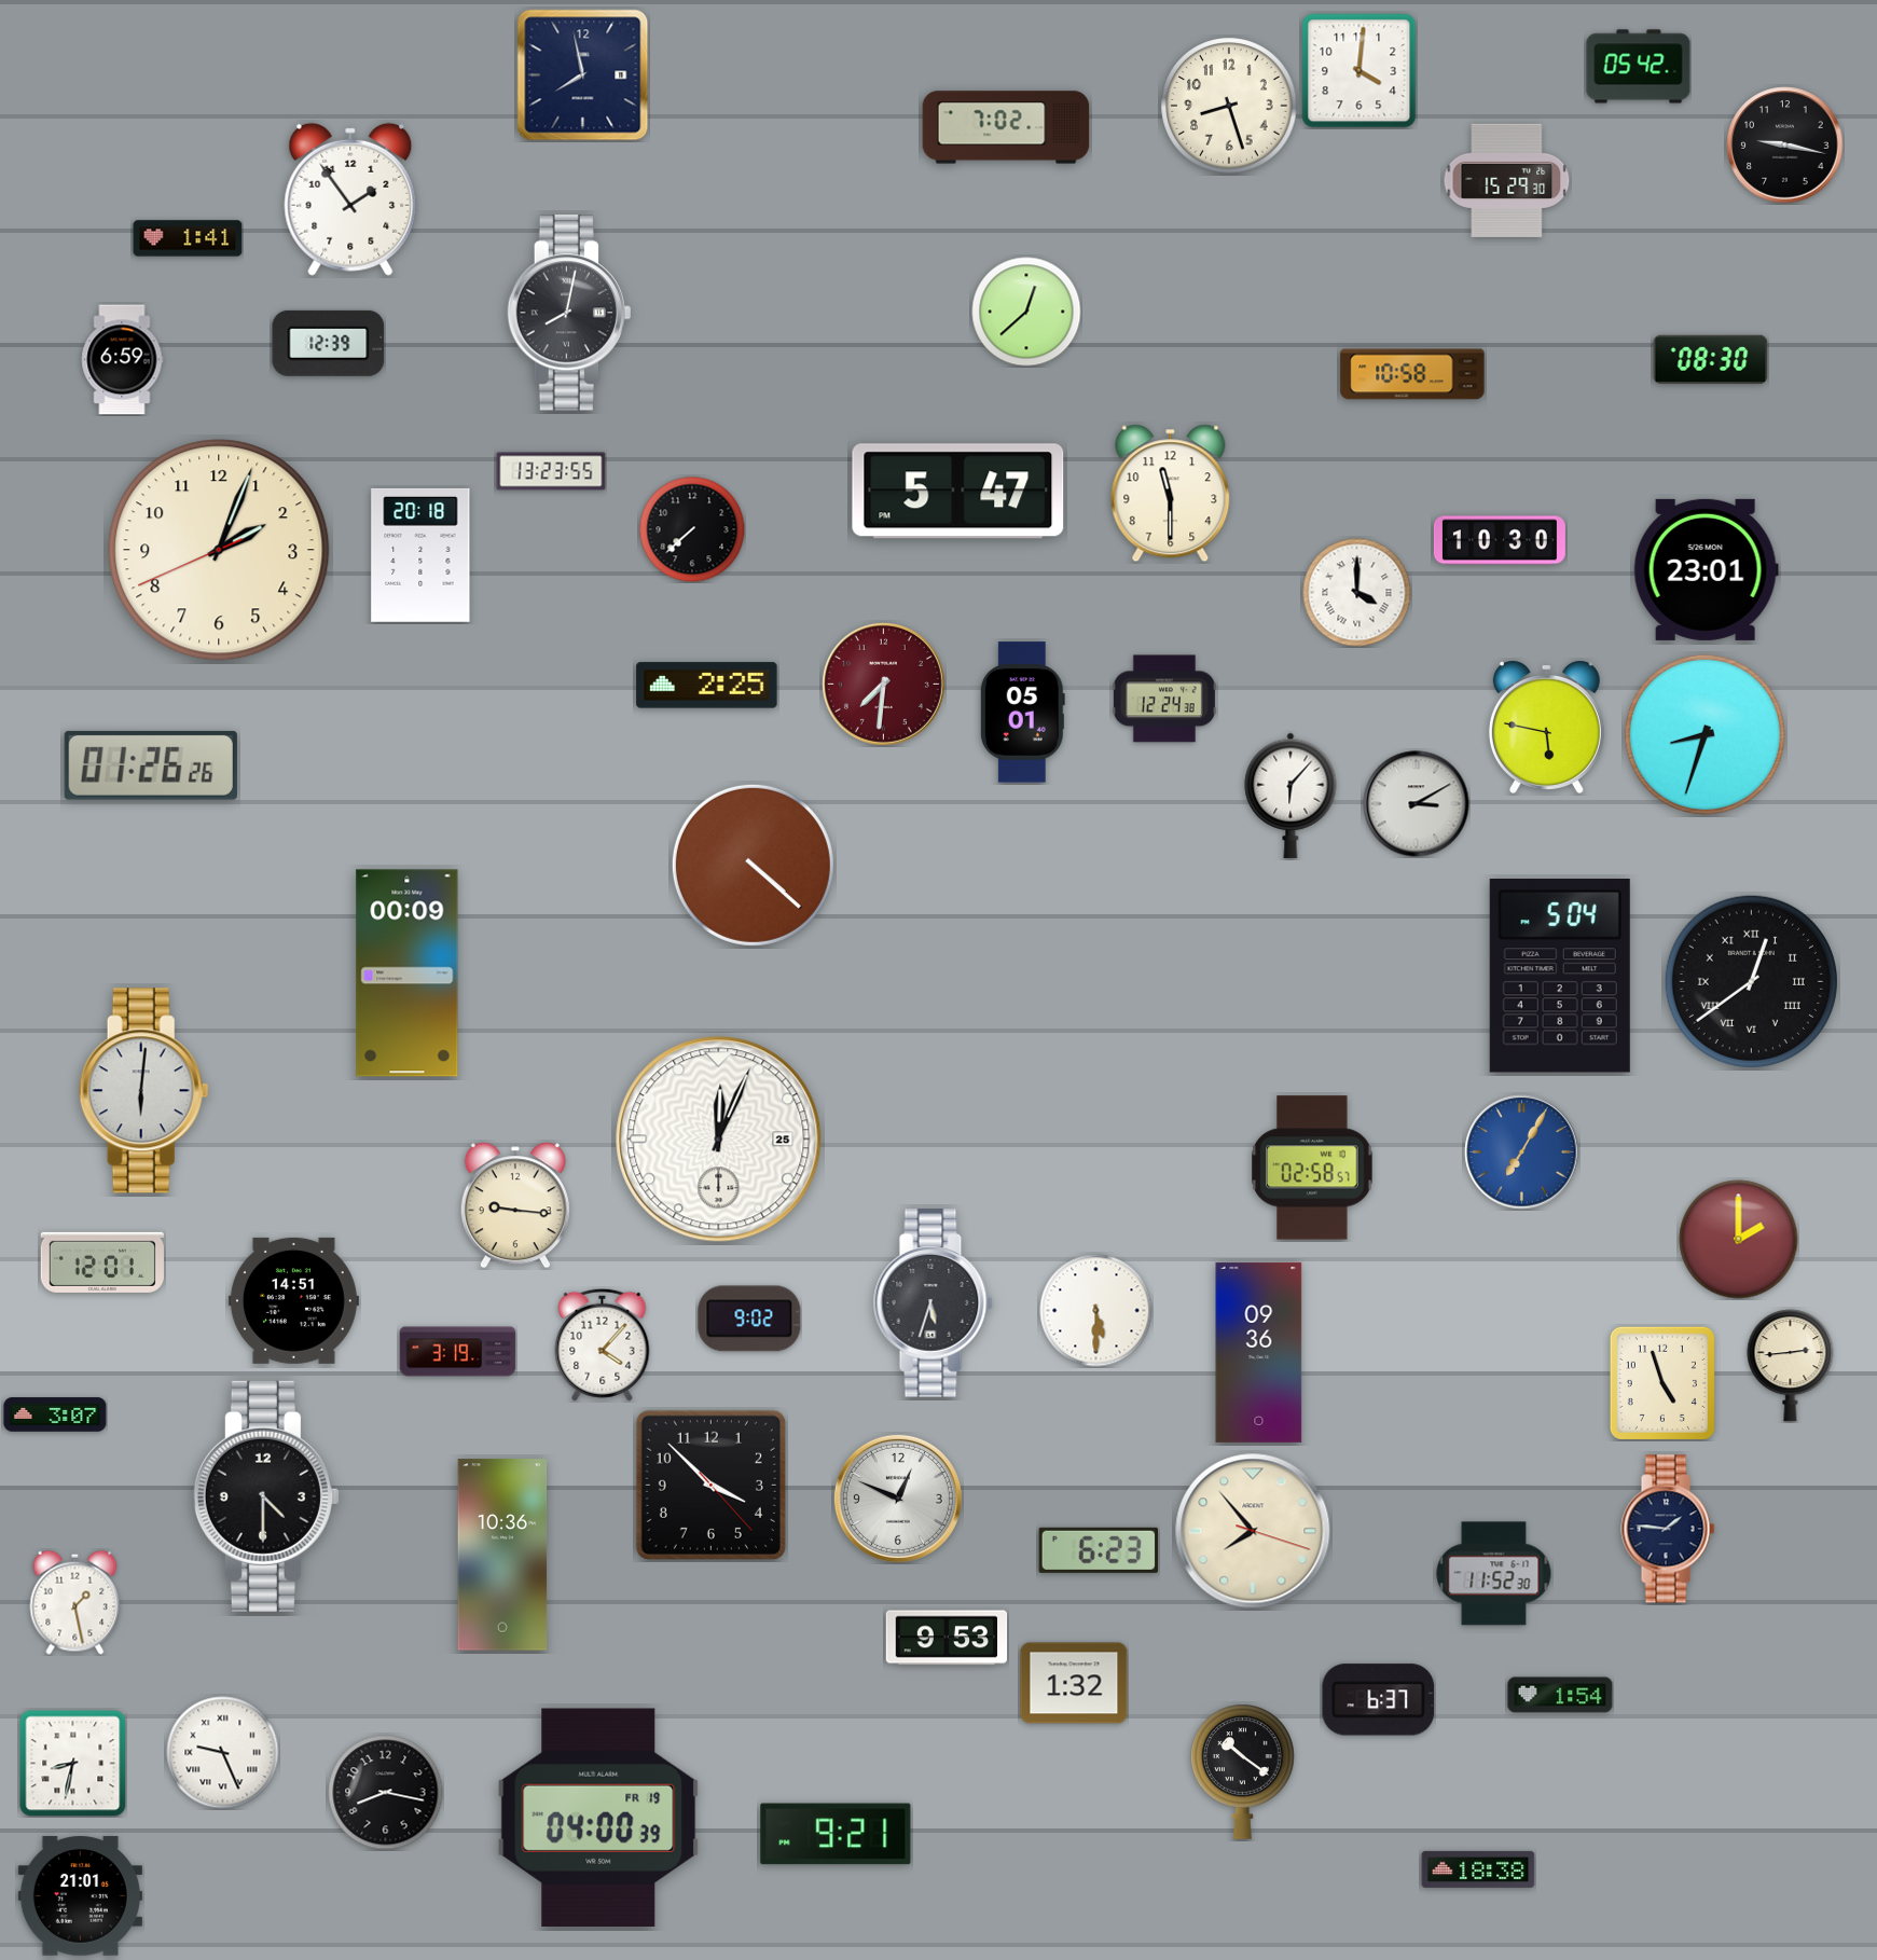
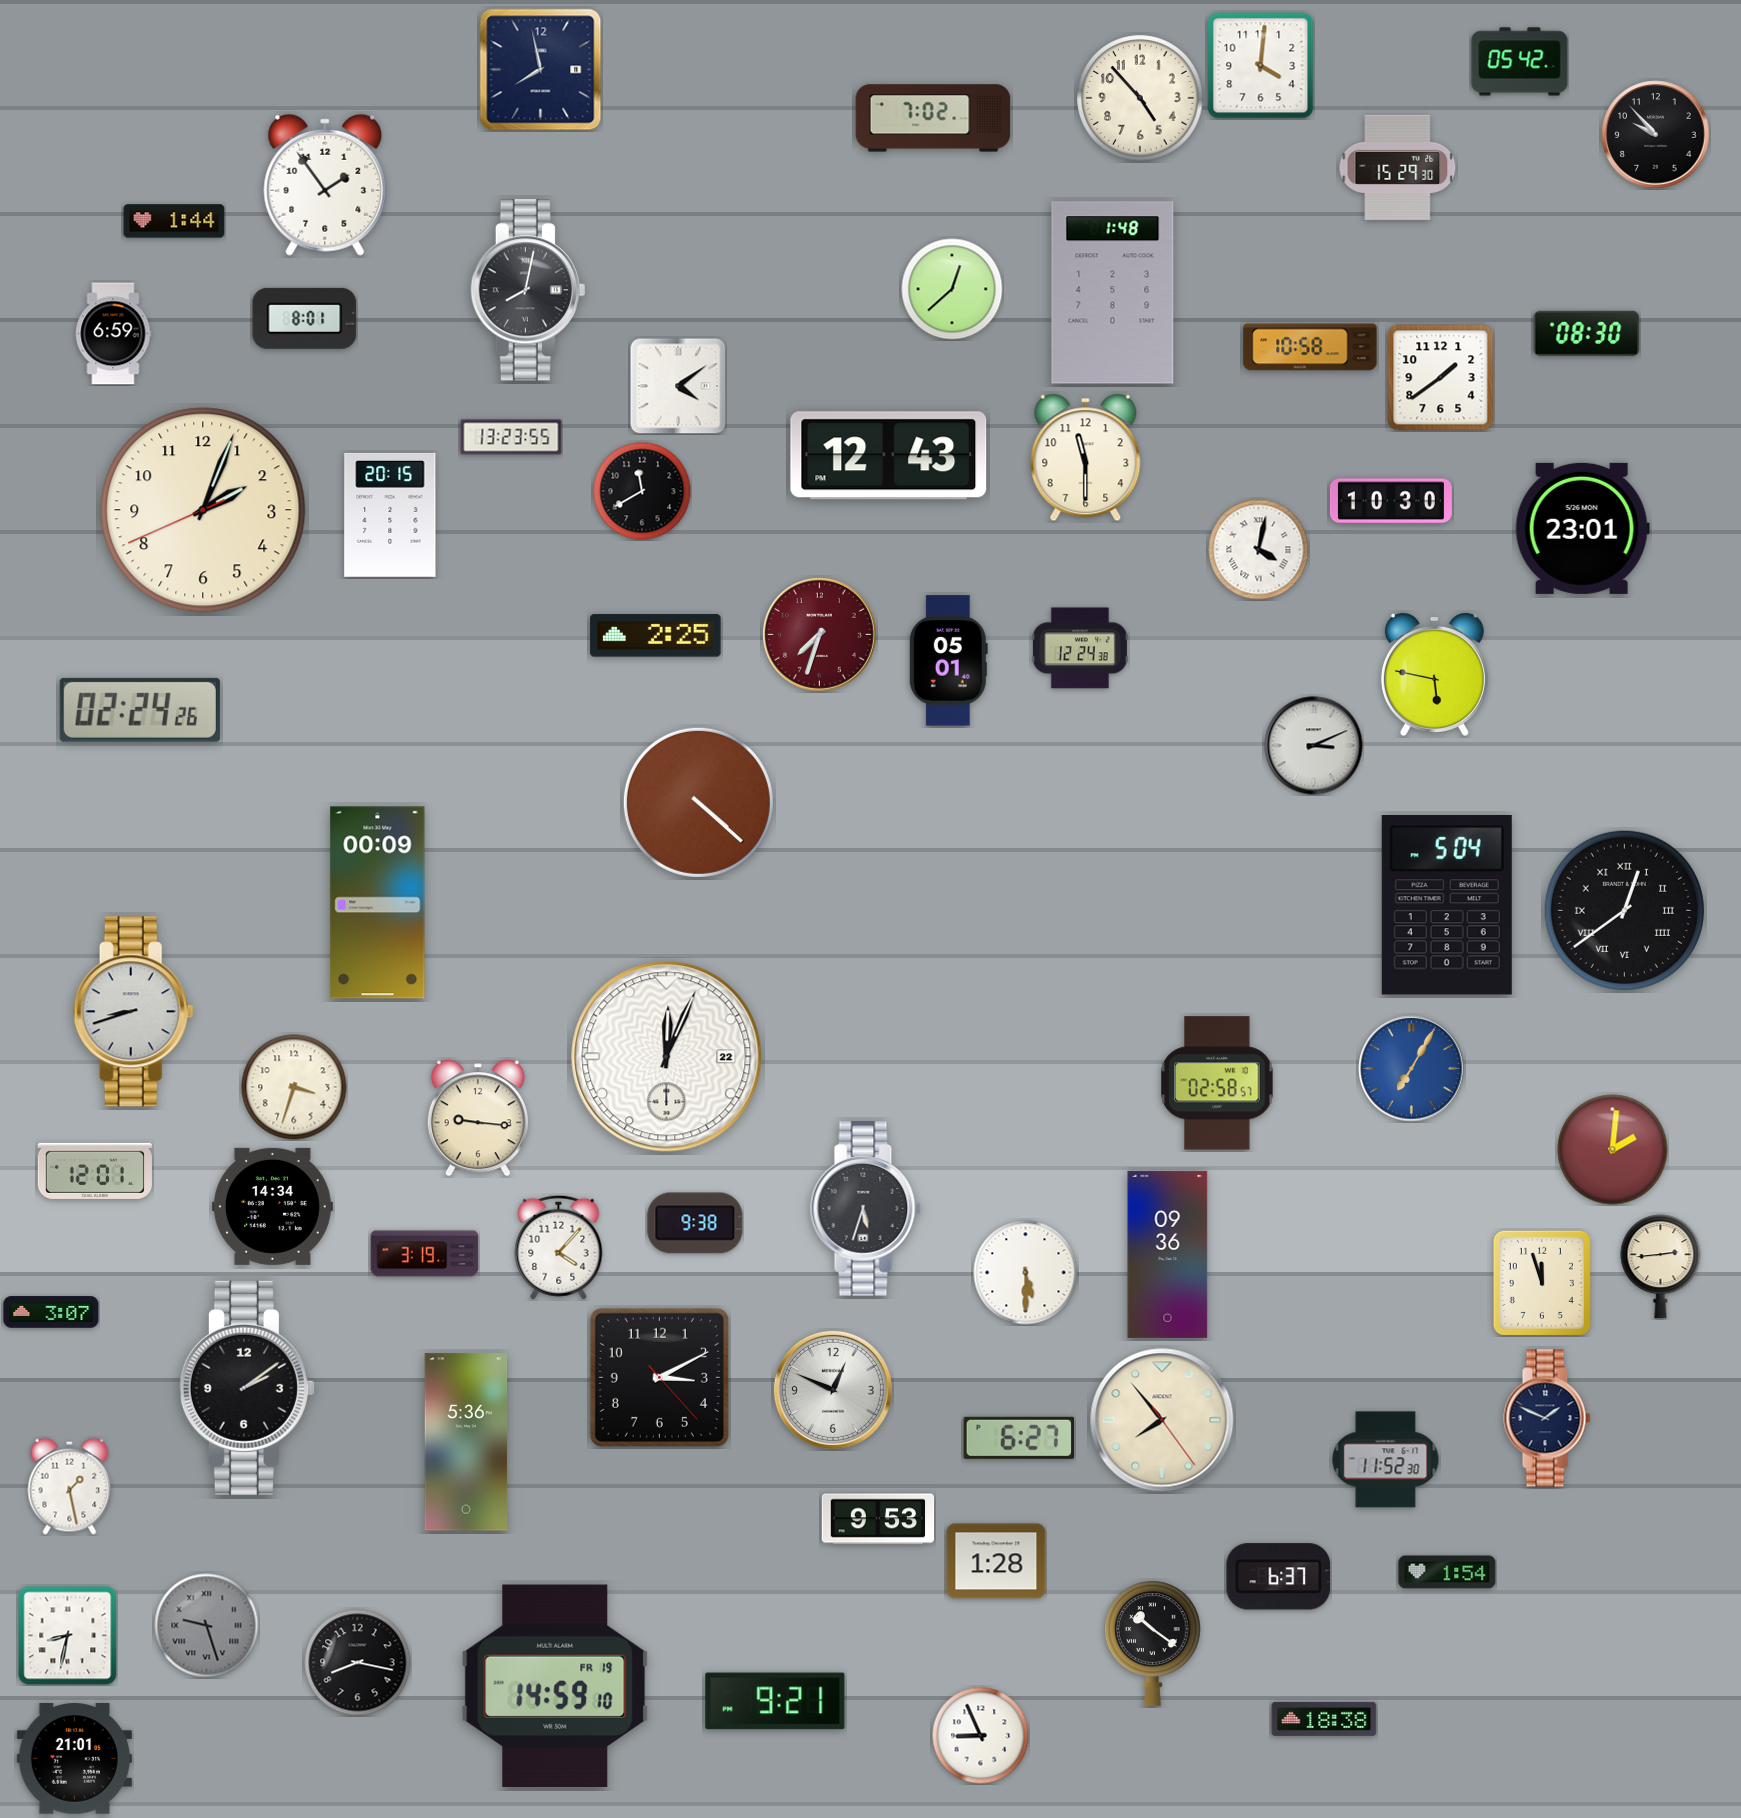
clock at (1229, 106): 8:27 -> 4:53
clock at (1785, 146): 9:17 -> 9:53
clock at (188, 238): 1:41 -> 1:44
clock at (1113, 293): none -> 1:48
clock at (329, 343): 12:39 -> 8:01
clock at (1441, 378): none -> 1:39
clock at (678, 386): none -> 4:09
clock at (958, 492): 5:47 -> 12:43
clock at (692, 529): 7:38 -> 11:40
clock at (420, 555): 20:18 -> 20:15
clock at (1357, 593): 4:00 -> 4:02
clock at (883, 684): 7:31 -> 7:33
clock at (1705, 734): 8:33 -> none
clock at (151, 765): 01:26 -> 02:24
clock at (1291, 796): 6:07 -> none
clock at (1417, 804): 3:10 -> 3:11
clock at (143, 1091): 6:01 -> 8:42
clock at (719, 1140) date: 25 -> 22
clock at (294, 1087): none -> 3:33
clock at (1739, 1240): 2:00 -> 2:01
clock at (293, 1300): 14:51 -> 14:34
clock at (1096, 1311) position: (1096, 1311) -> (1026, 1273)
clock at (749, 1319): 9:02 -> 9:38
clock at (1662, 1383): 4:57 -> 11:57
clock at (710, 1485): 3:52 -> 3:10
clock at (266, 1496): 4:30 -> 2:09
clock at (1668, 1529): 1:46 -> 1:49
clock at (1253, 1531): 7:53:18 -> 7:53:24
clock at (1098, 1550): 6:23 -> 6:27
clock at (502, 1555): 10:36 -> 5:36
clock at (1074, 1683): 1:32 -> 1:28
clock at (223, 1753): 9:26 -> 9:27
clock at (223, 1753) dial: white -> grey
clock at (598, 1818): 04:00 -> 14:59
clock at (1478, 1869) position: (1478, 1869) -> (1324, 1719)
clock at (980, 1735): none -> 8:56
